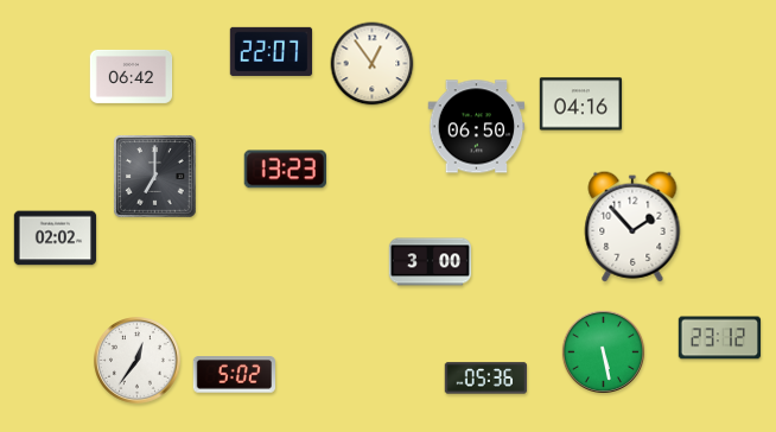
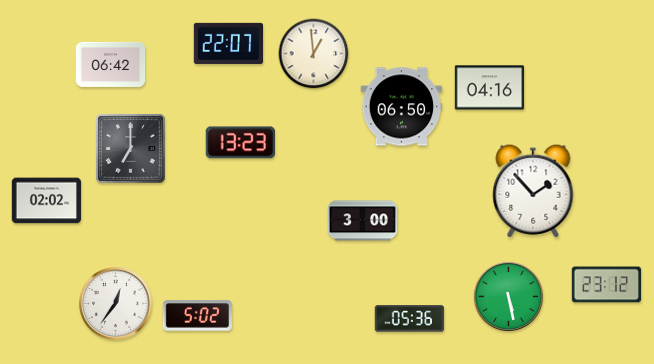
clock at (373, 64): 12:54 -> 12:59
